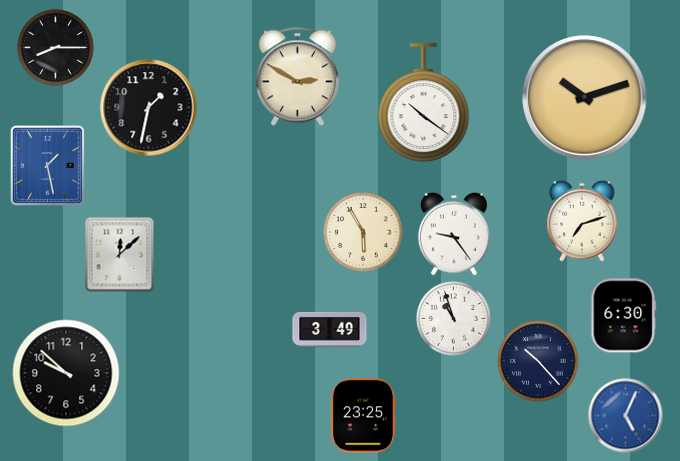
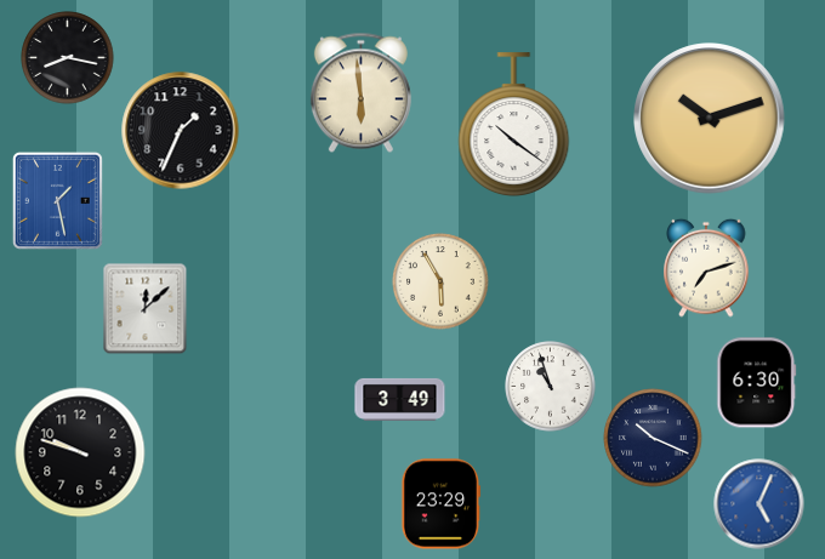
clock at (56, 48): 8:15 -> 8:17
clock at (297, 77): 2:50 -> 5:59
clock at (149, 108): 1:32 -> 1:34
clock at (454, 234): 9:24 -> none
clock at (538, 361): 10:23 -> 10:19
clock at (66, 373): 9:52 -> 9:48
clock at (364, 416): 23:25 -> 23:29
